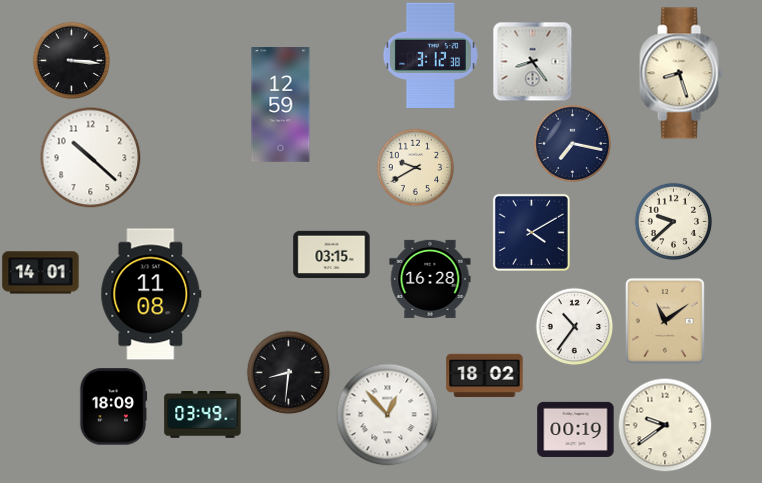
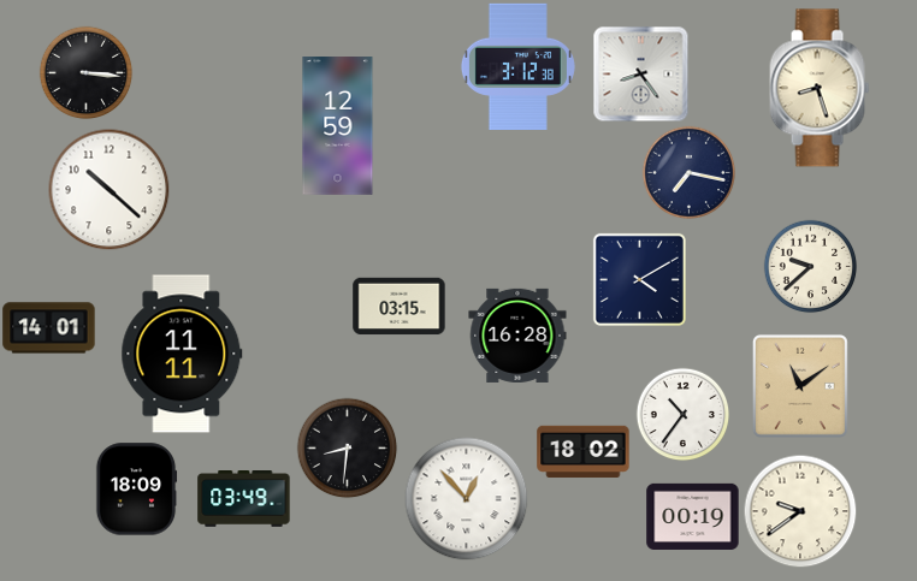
clock at (415, 167): 9:40 -> none
clock at (151, 294): 11:08 -> 11:11
clock at (574, 326) position: (574, 326) -> (682, 414)
